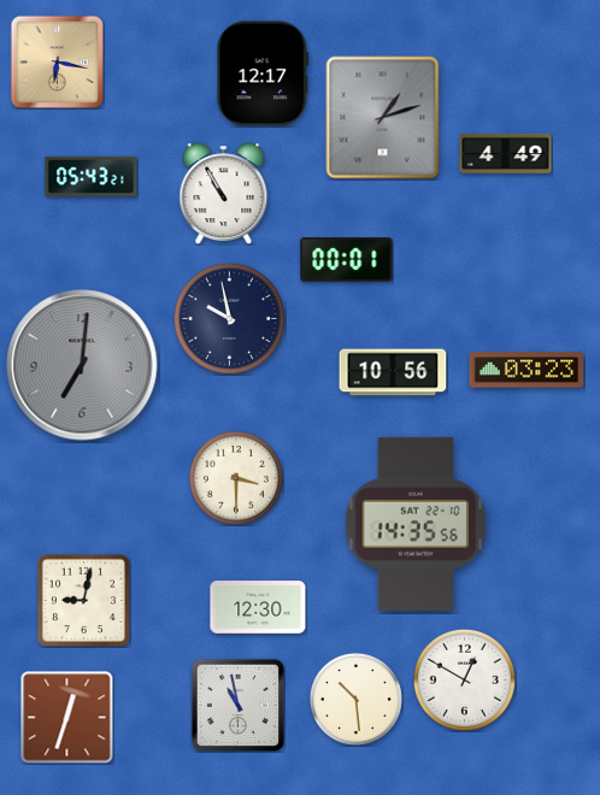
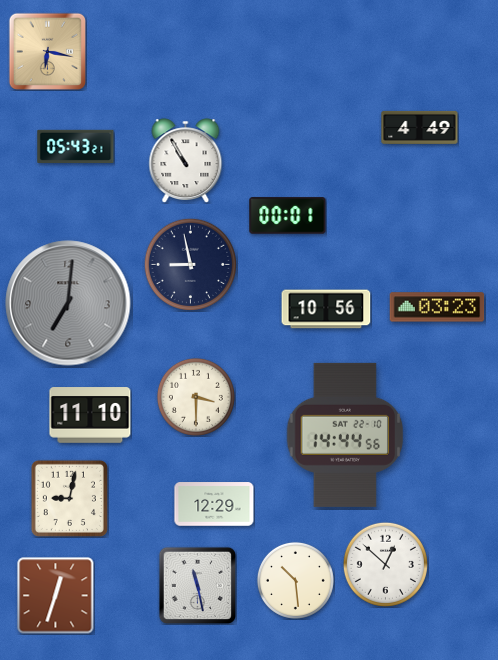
clock at (263, 73): 12:17 -> none
clock at (383, 118): 1:12 -> none
clock at (229, 318): 9:58 -> 8:58
clock at (90, 415): none -> 11:10
clock at (416, 524): 14:35 -> 14:44
clock at (258, 607): 12:30 -> 12:29
clock at (464, 679): 12:50 -> 12:52
clock at (237, 705): 10:58 -> 11:28
